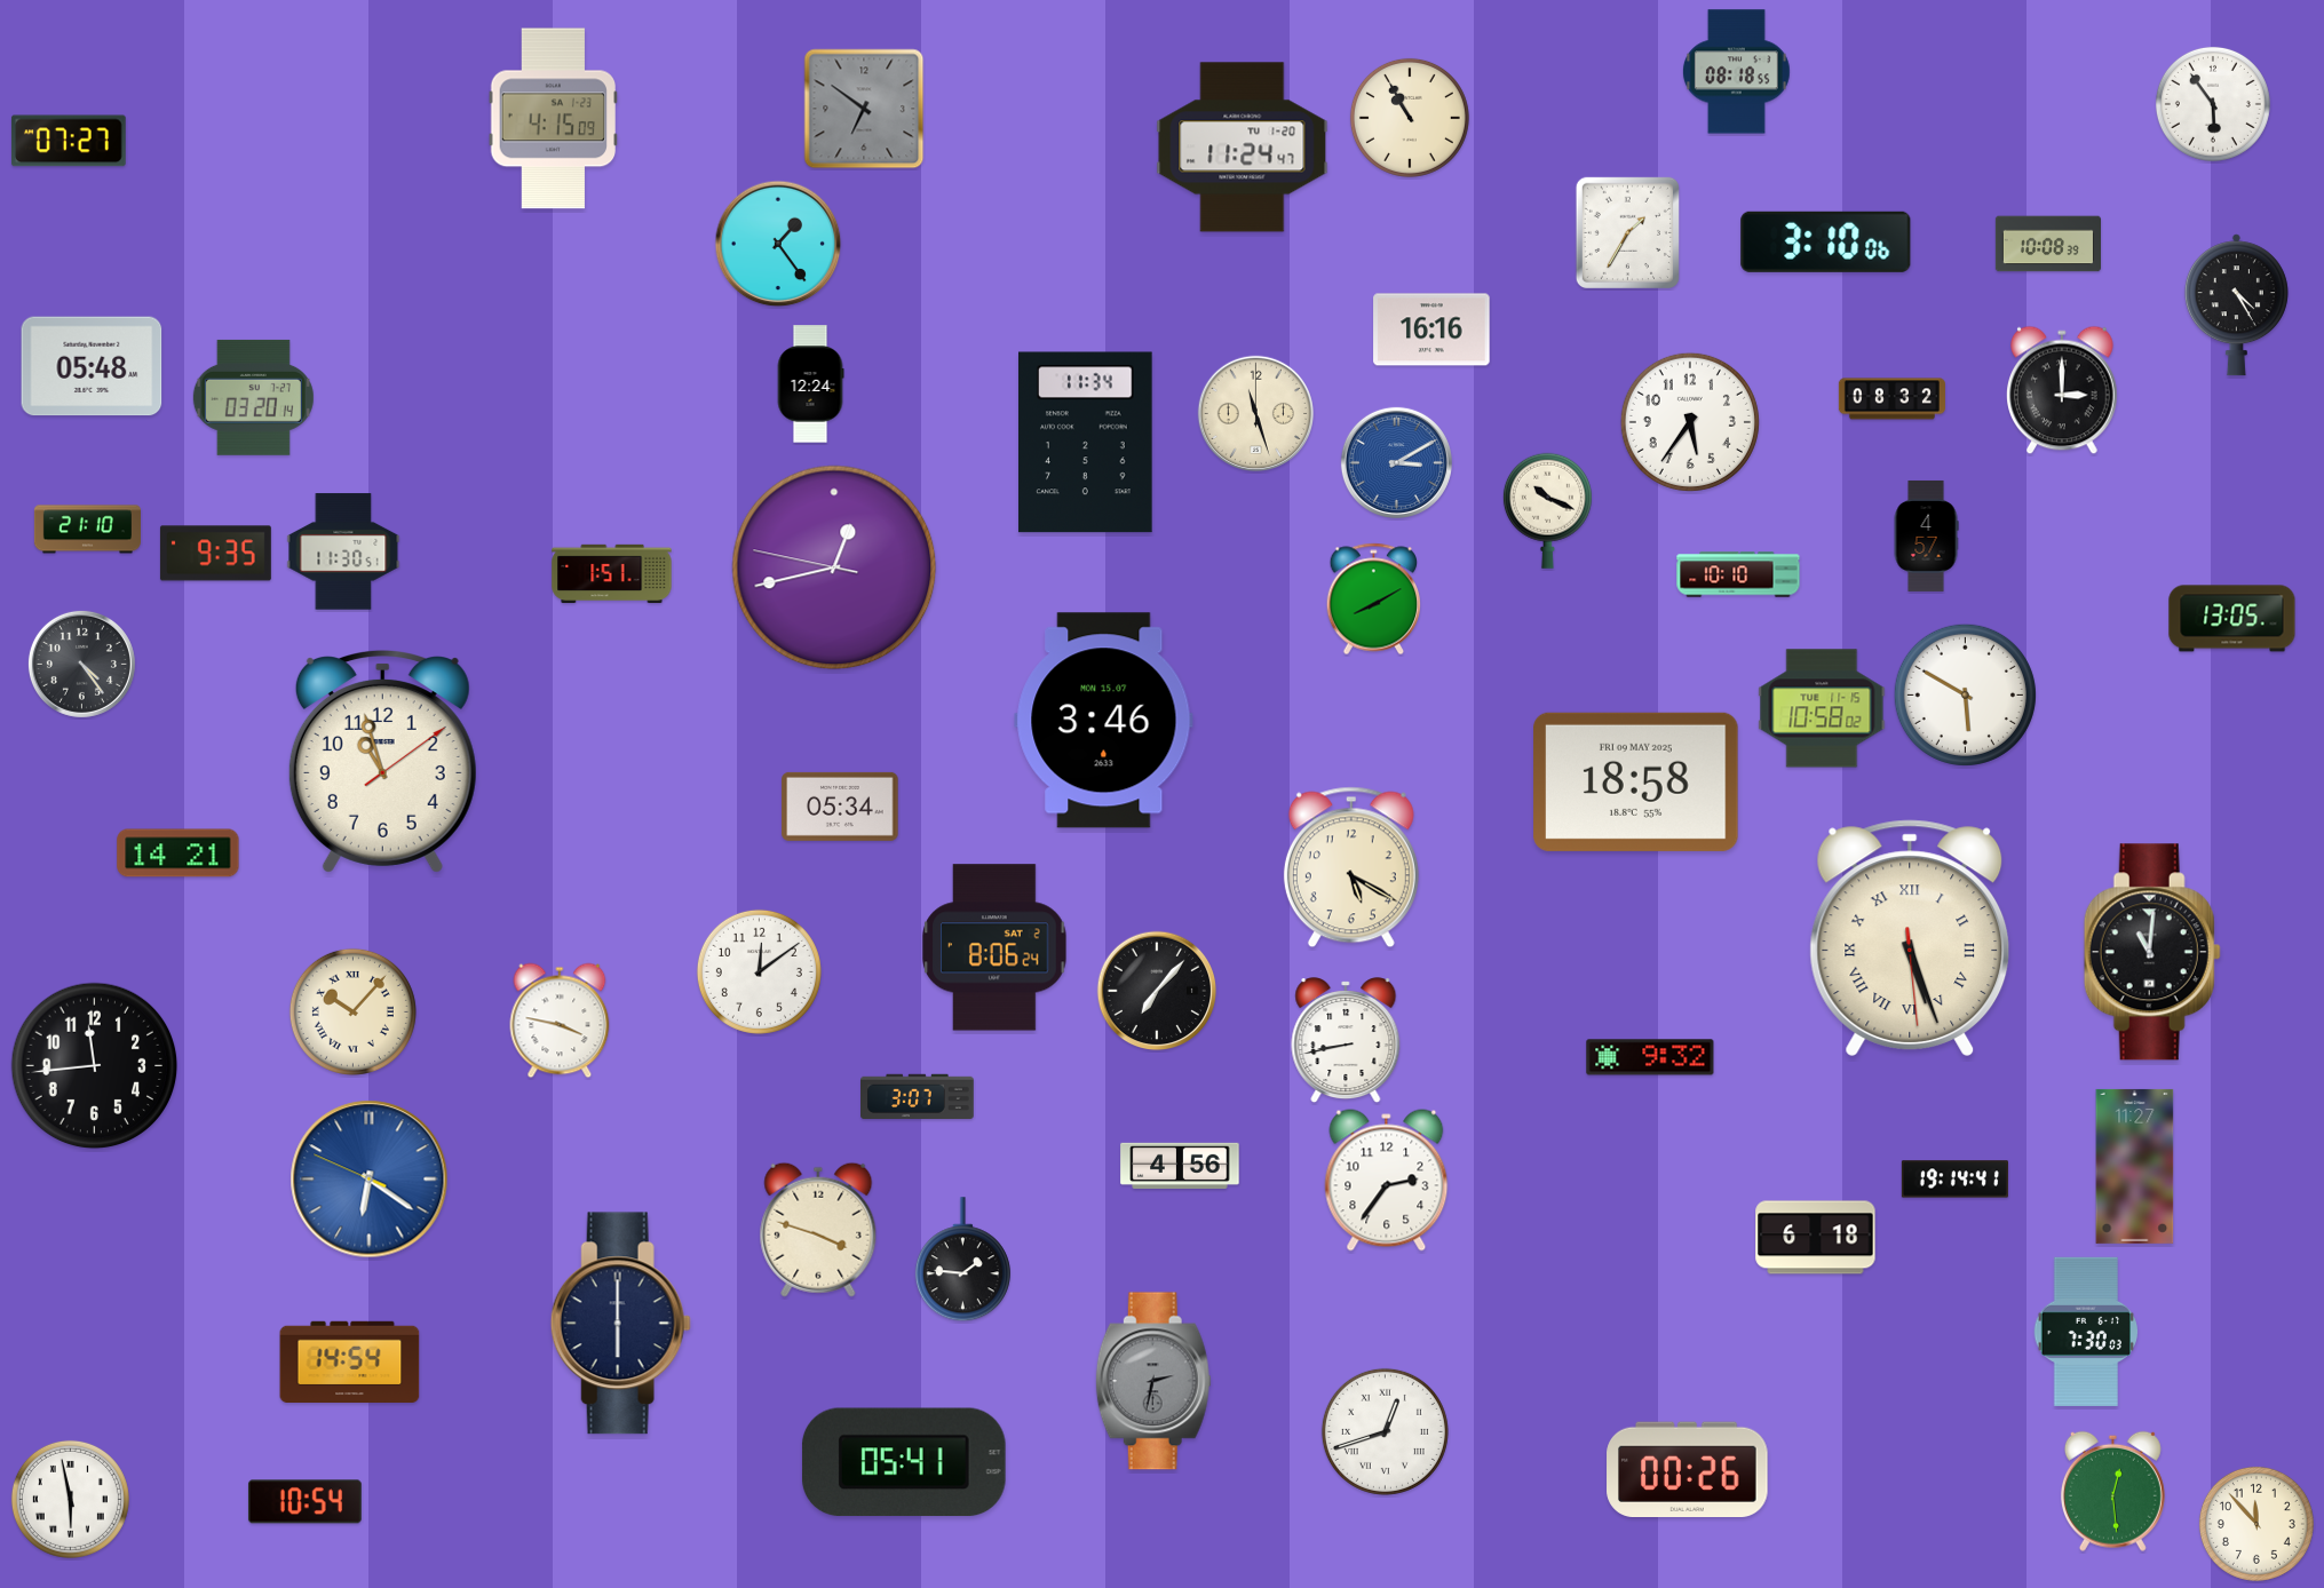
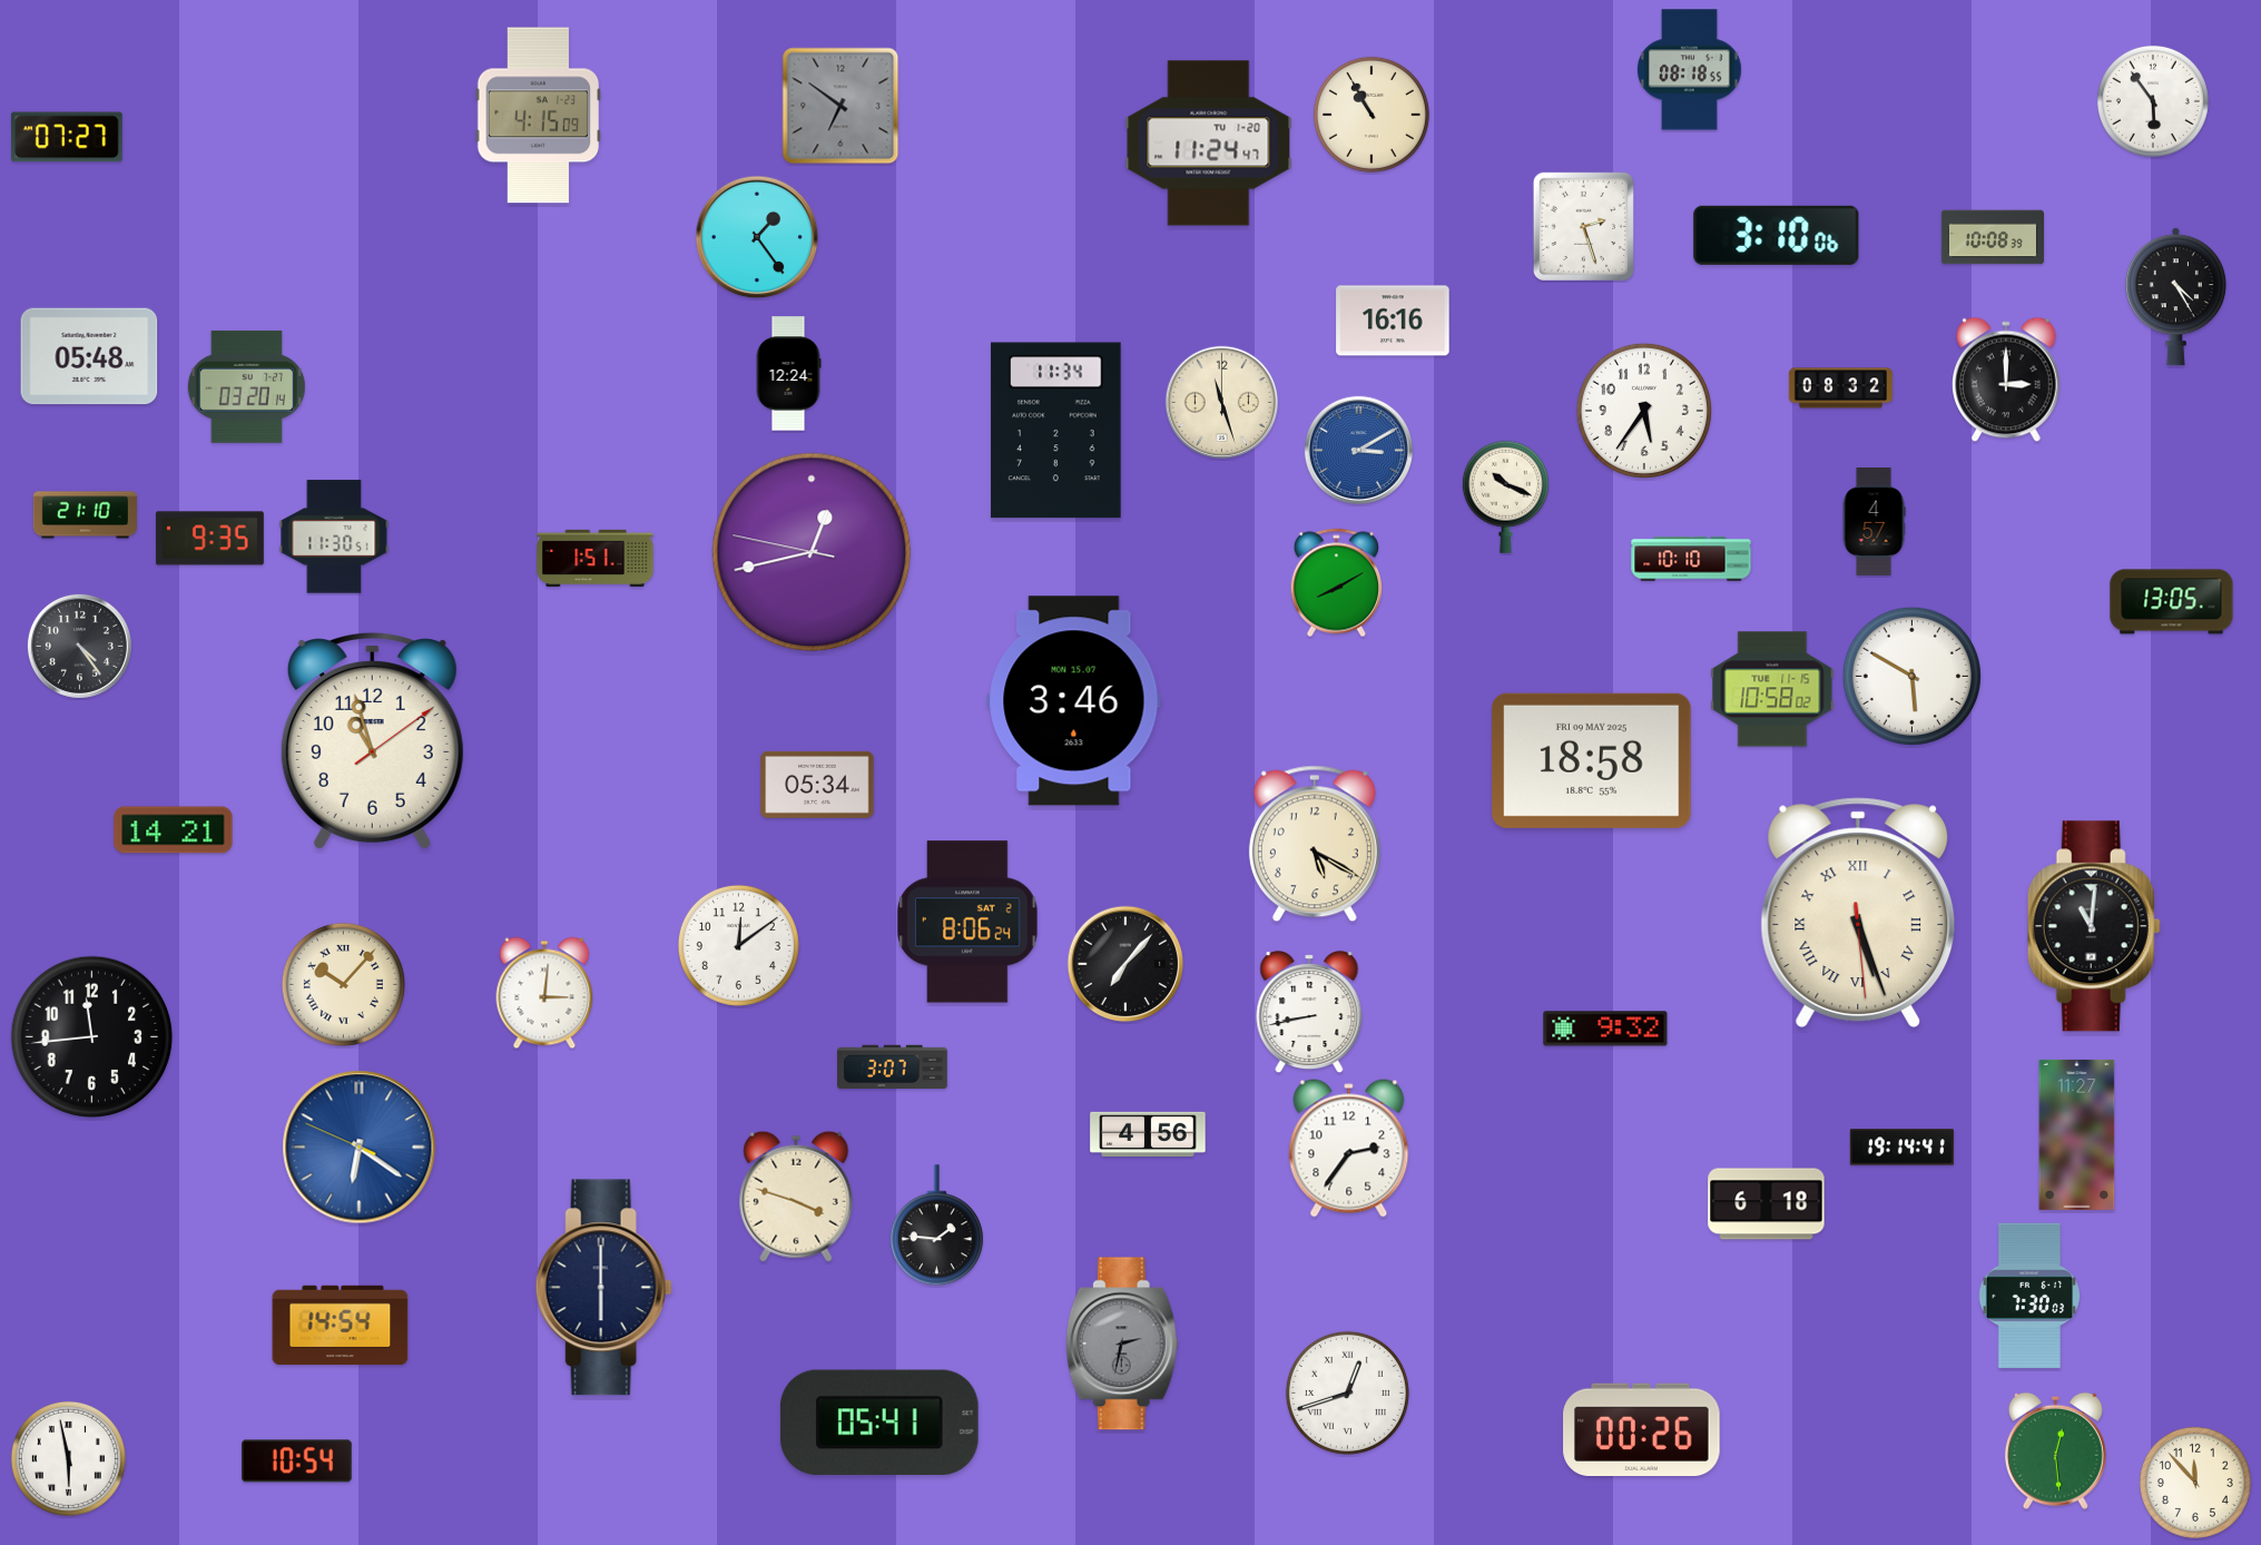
clock at (1627, 232): 1:35 -> 2:27
clock at (560, 1021): 3:47 -> 3:01
